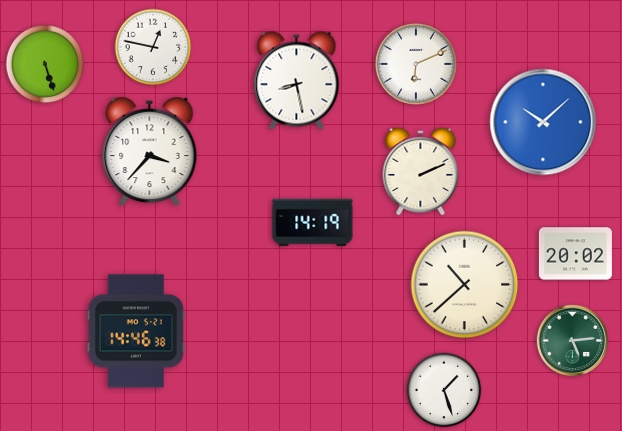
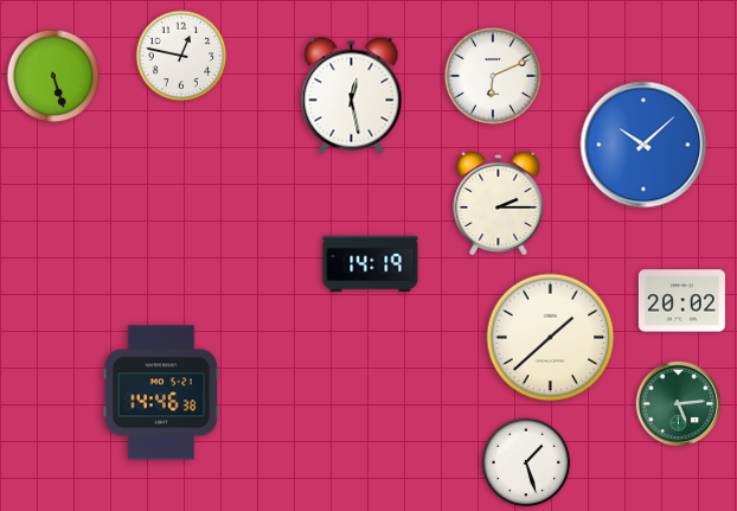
clock at (297, 81): 8:28 -> 12:28
clock at (150, 152): 3:37 -> none
clock at (421, 171): 2:11 -> 2:15
clock at (465, 285): 10:38 -> 1:38
